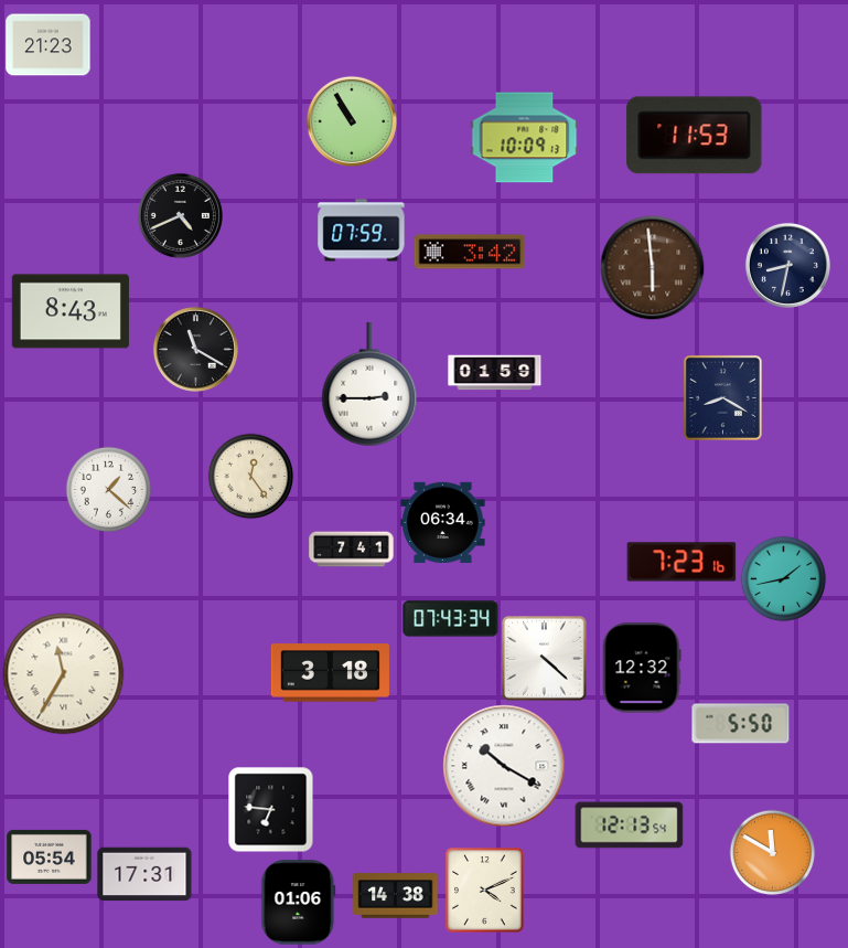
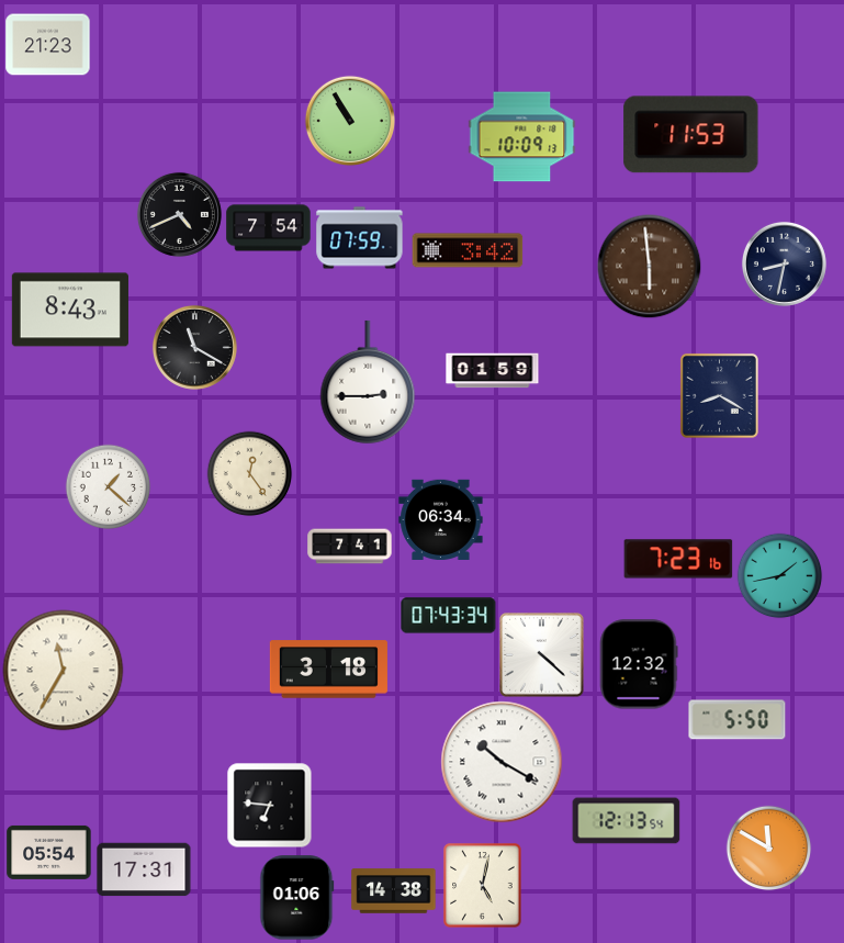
clock at (269, 228): none -> 7:54
clock at (362, 231) position: (362, 231) -> (360, 238)
clock at (485, 891): 4:11 -> 5:02
